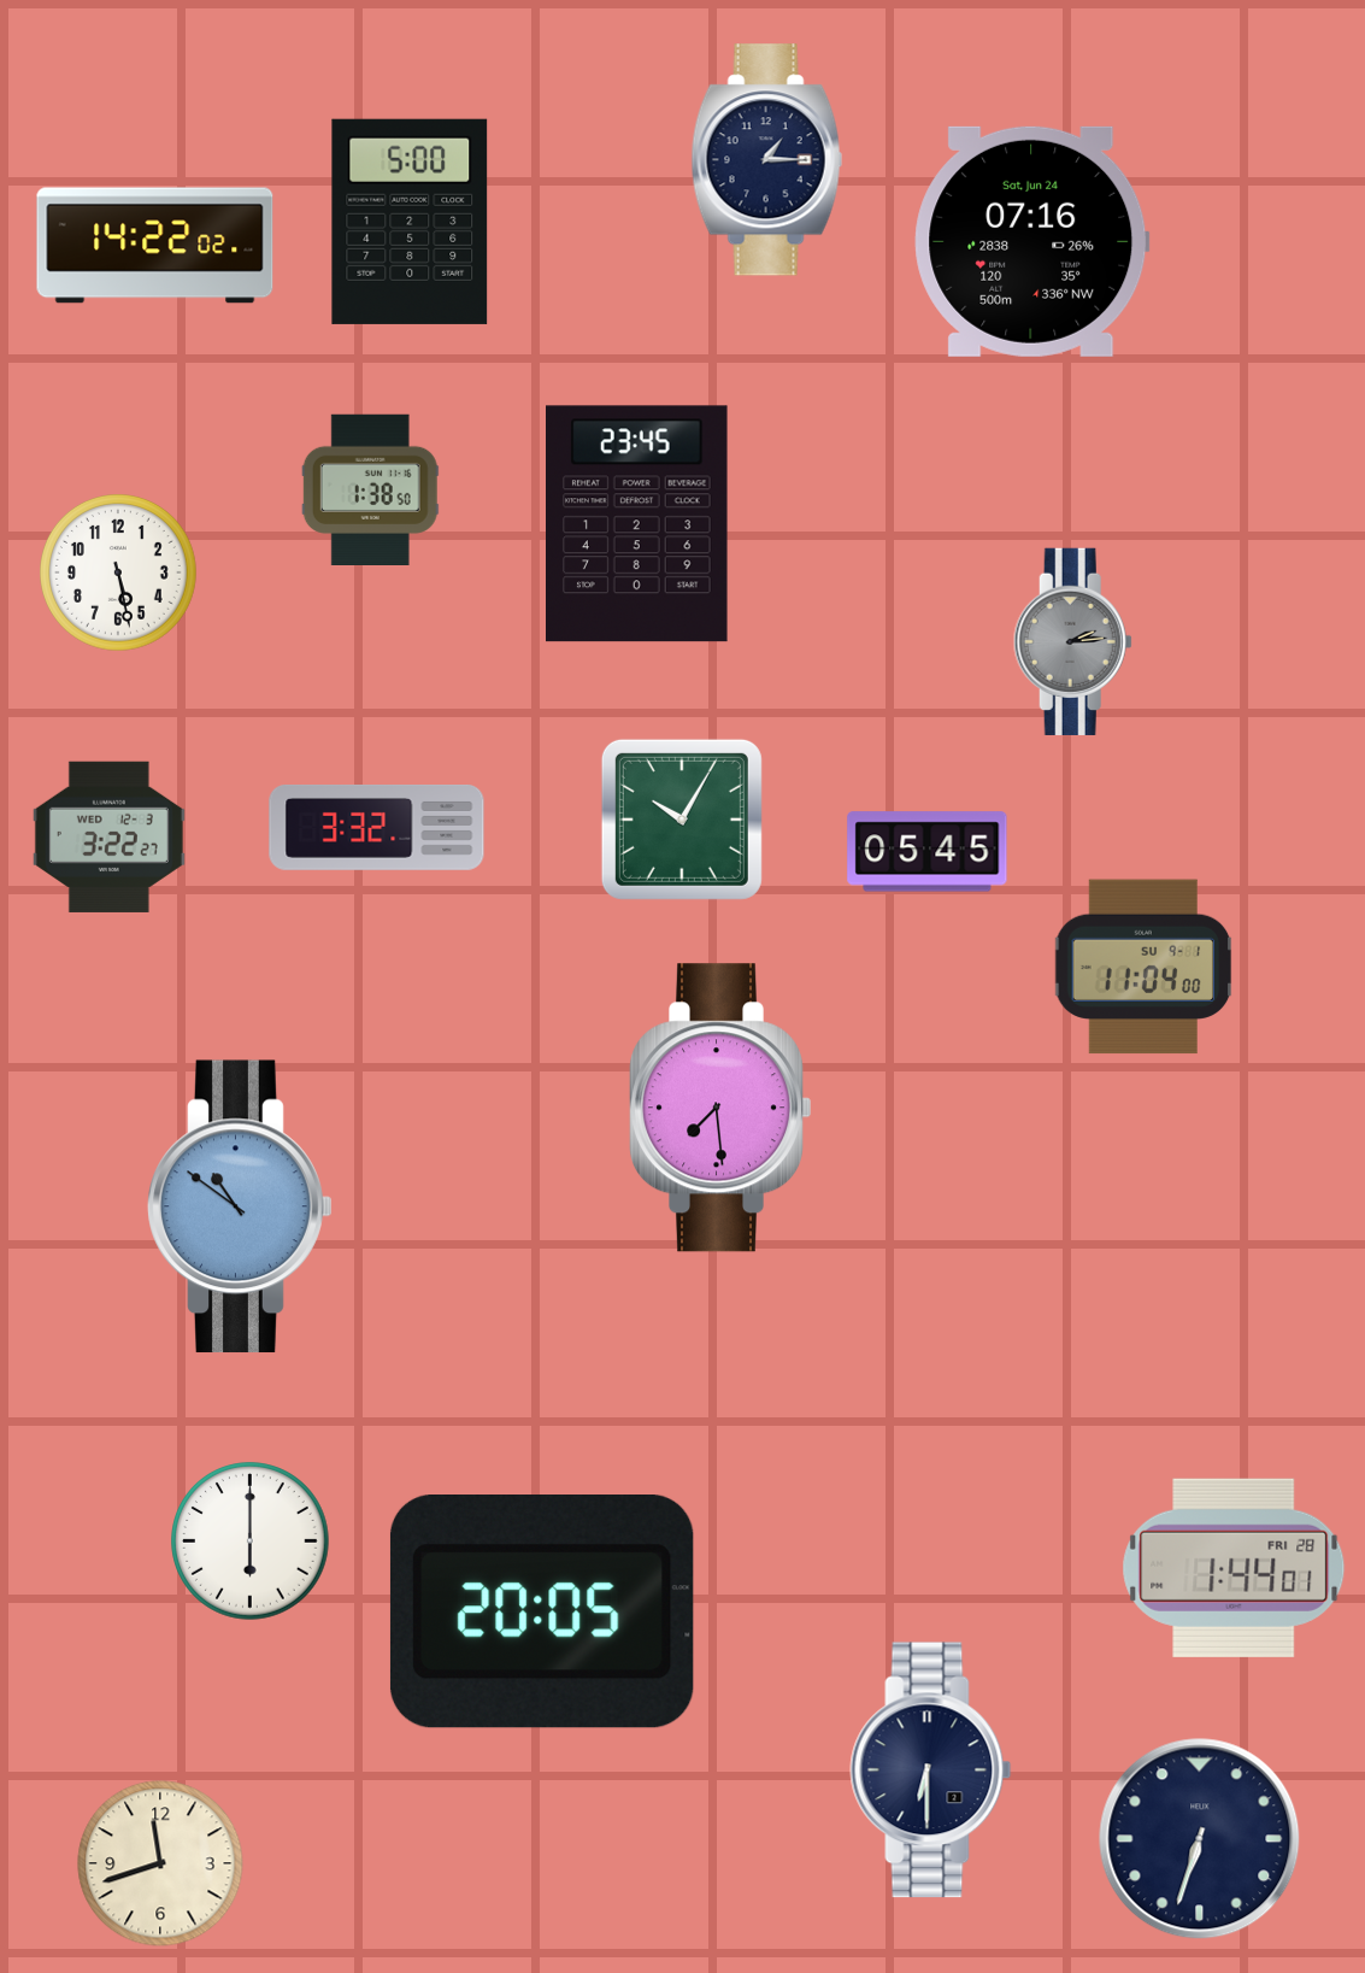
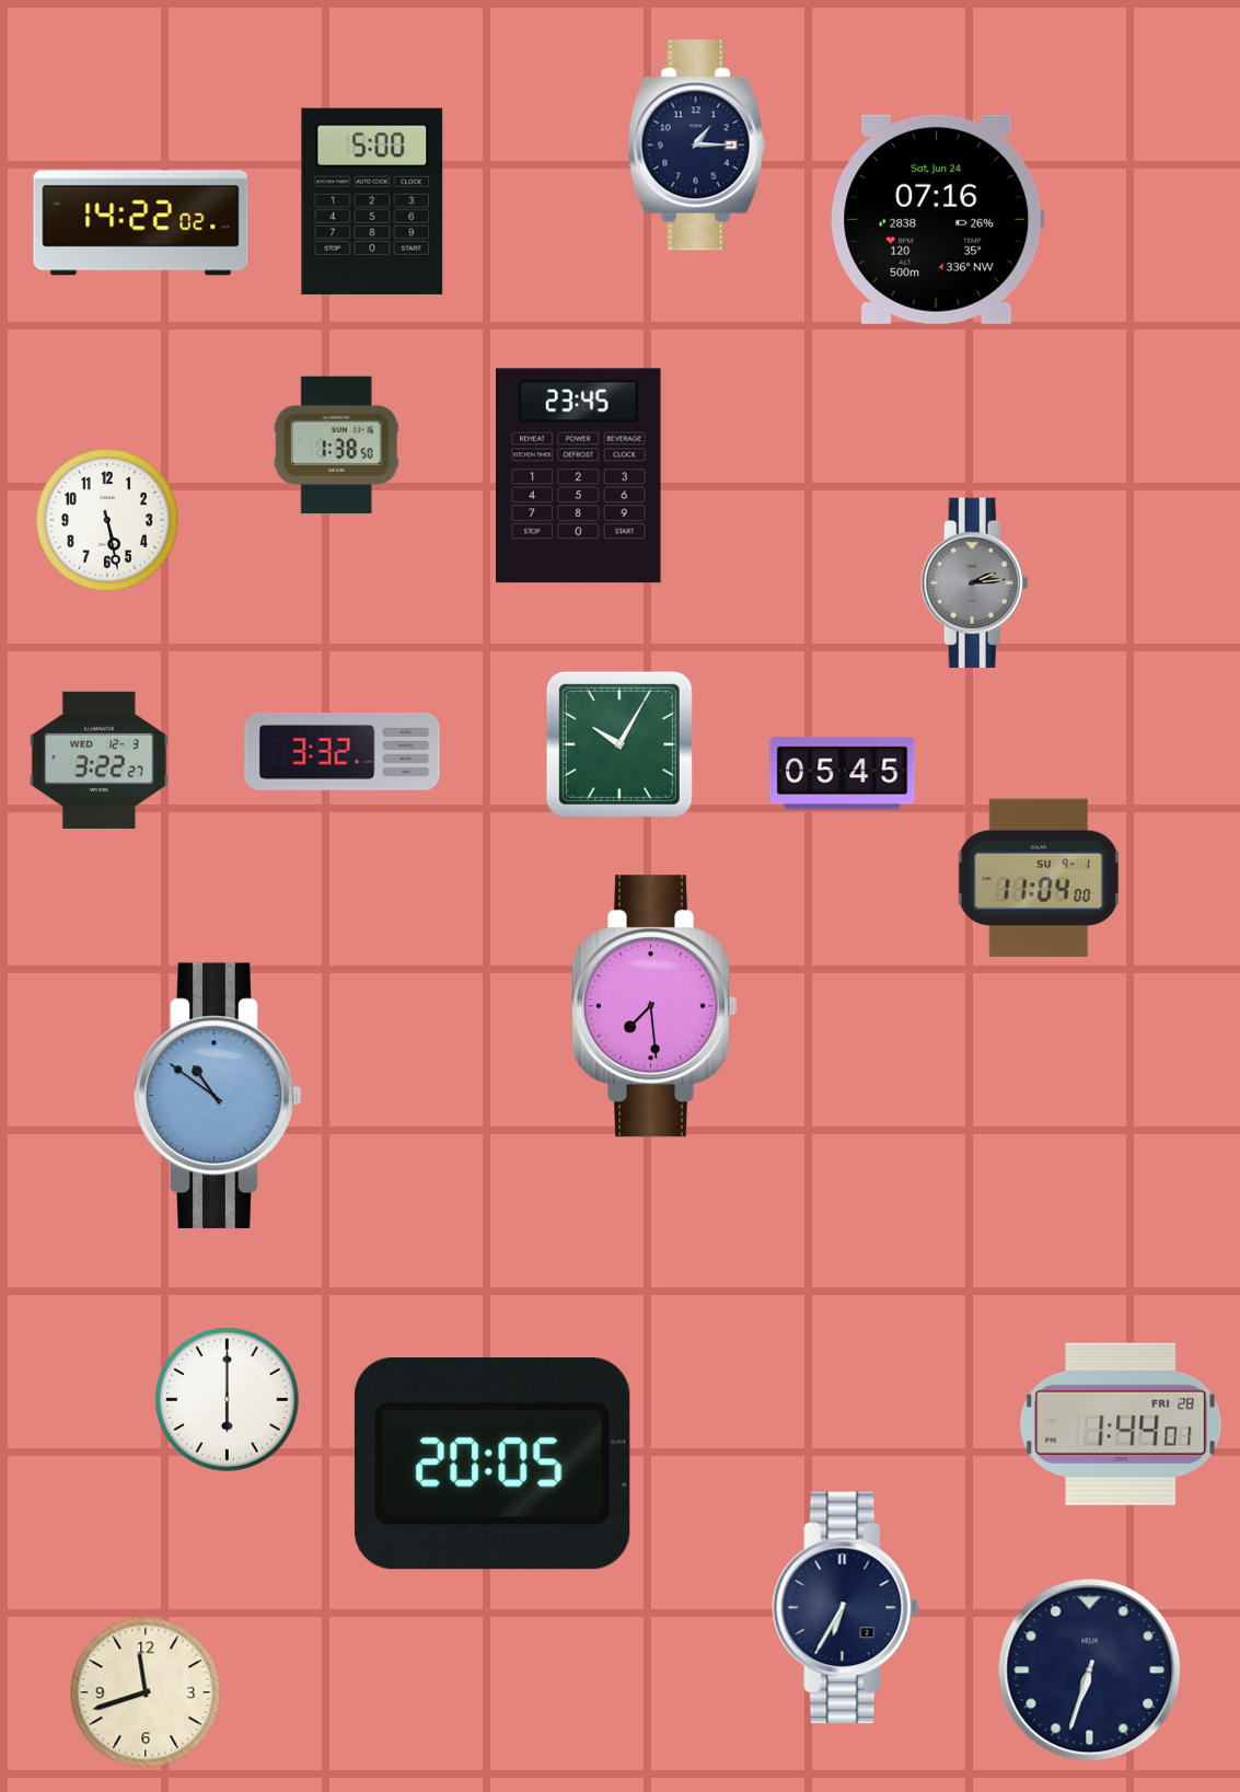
clock at (931, 1771): 6:30 -> 6:35
